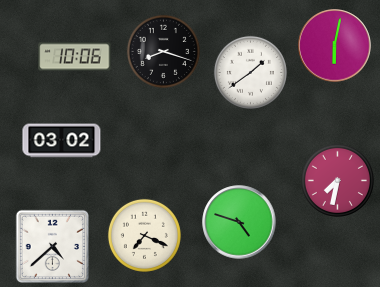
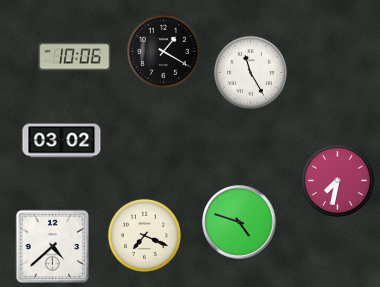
clock at (335, 46): 6:02 -> none
clock at (163, 51): 8:18 -> 1:20
clock at (250, 72): 1:39 -> 11:25
